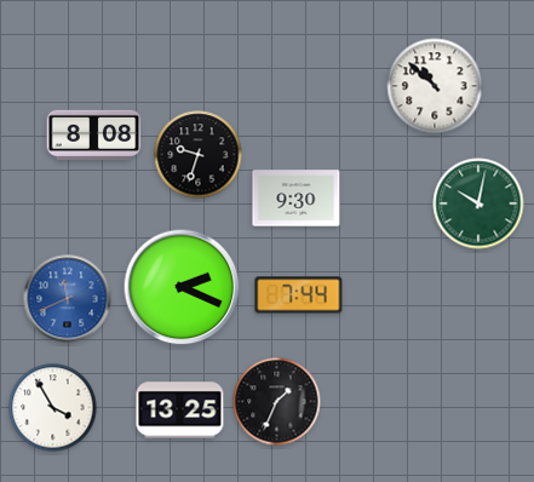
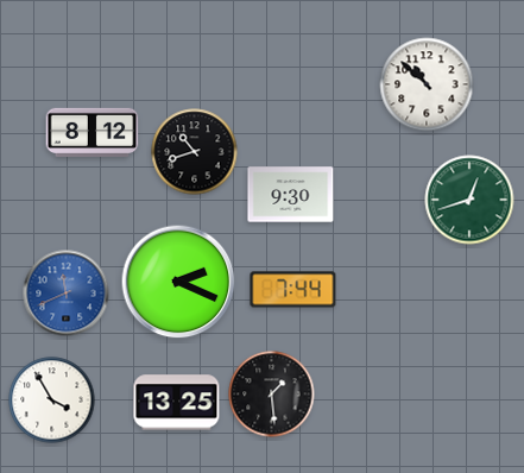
clock at (94, 134): 8:08 -> 8:12
clock at (199, 155): 9:33 -> 10:42
clock at (478, 203): 10:02 -> 12:42
clock at (277, 402): 1:34 -> 1:29
